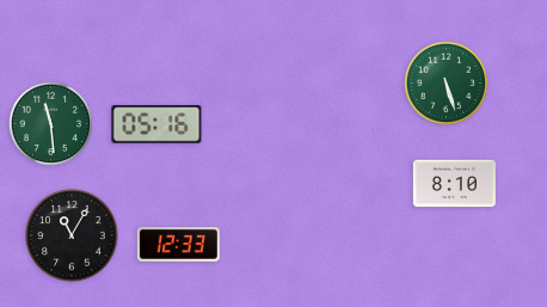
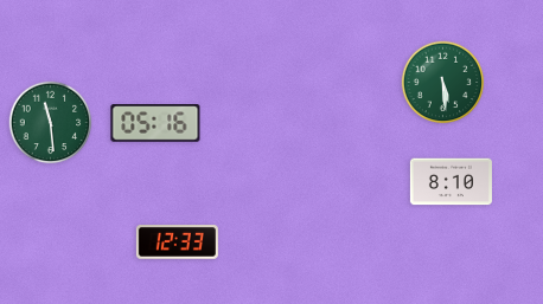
clock at (447, 84): 5:27 -> 5:29
clock at (72, 235): 11:05 -> none
